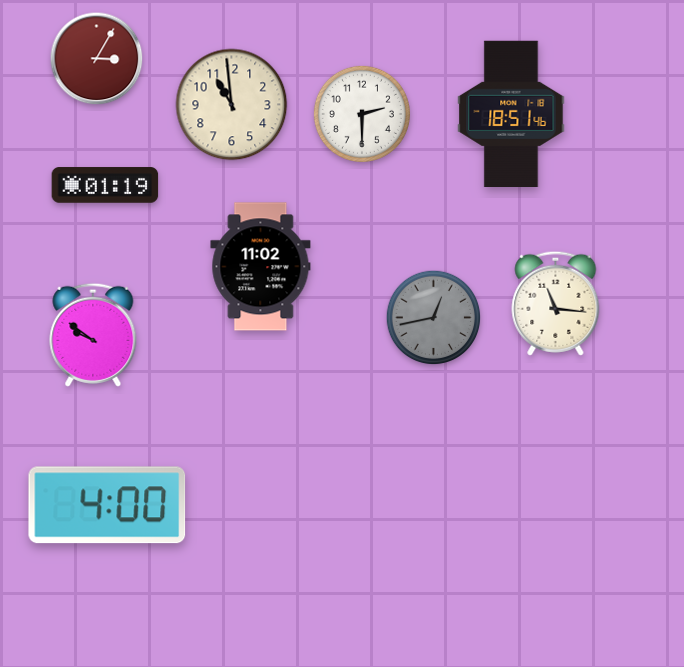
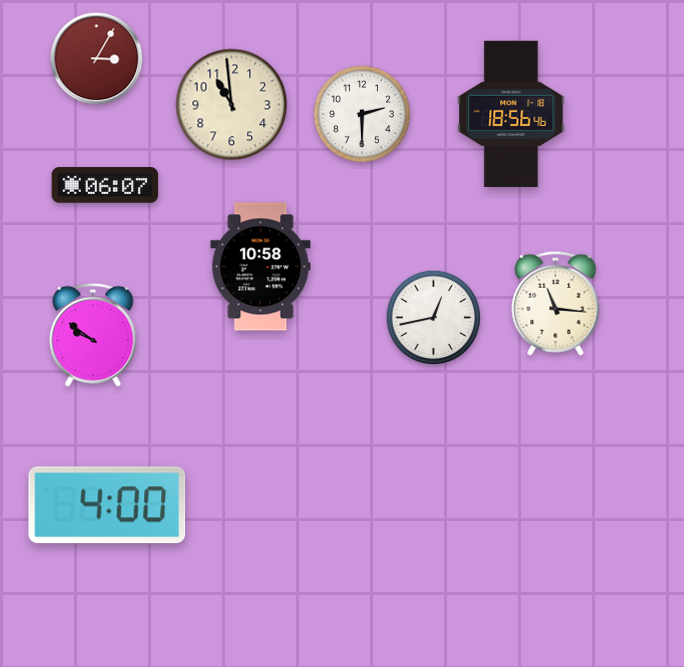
clock at (511, 113): 18:51 -> 18:56
clock at (105, 185): 01:19 -> 06:07
clock at (261, 267): 11:02 -> 10:58
clock at (434, 318) dial: grey -> white
